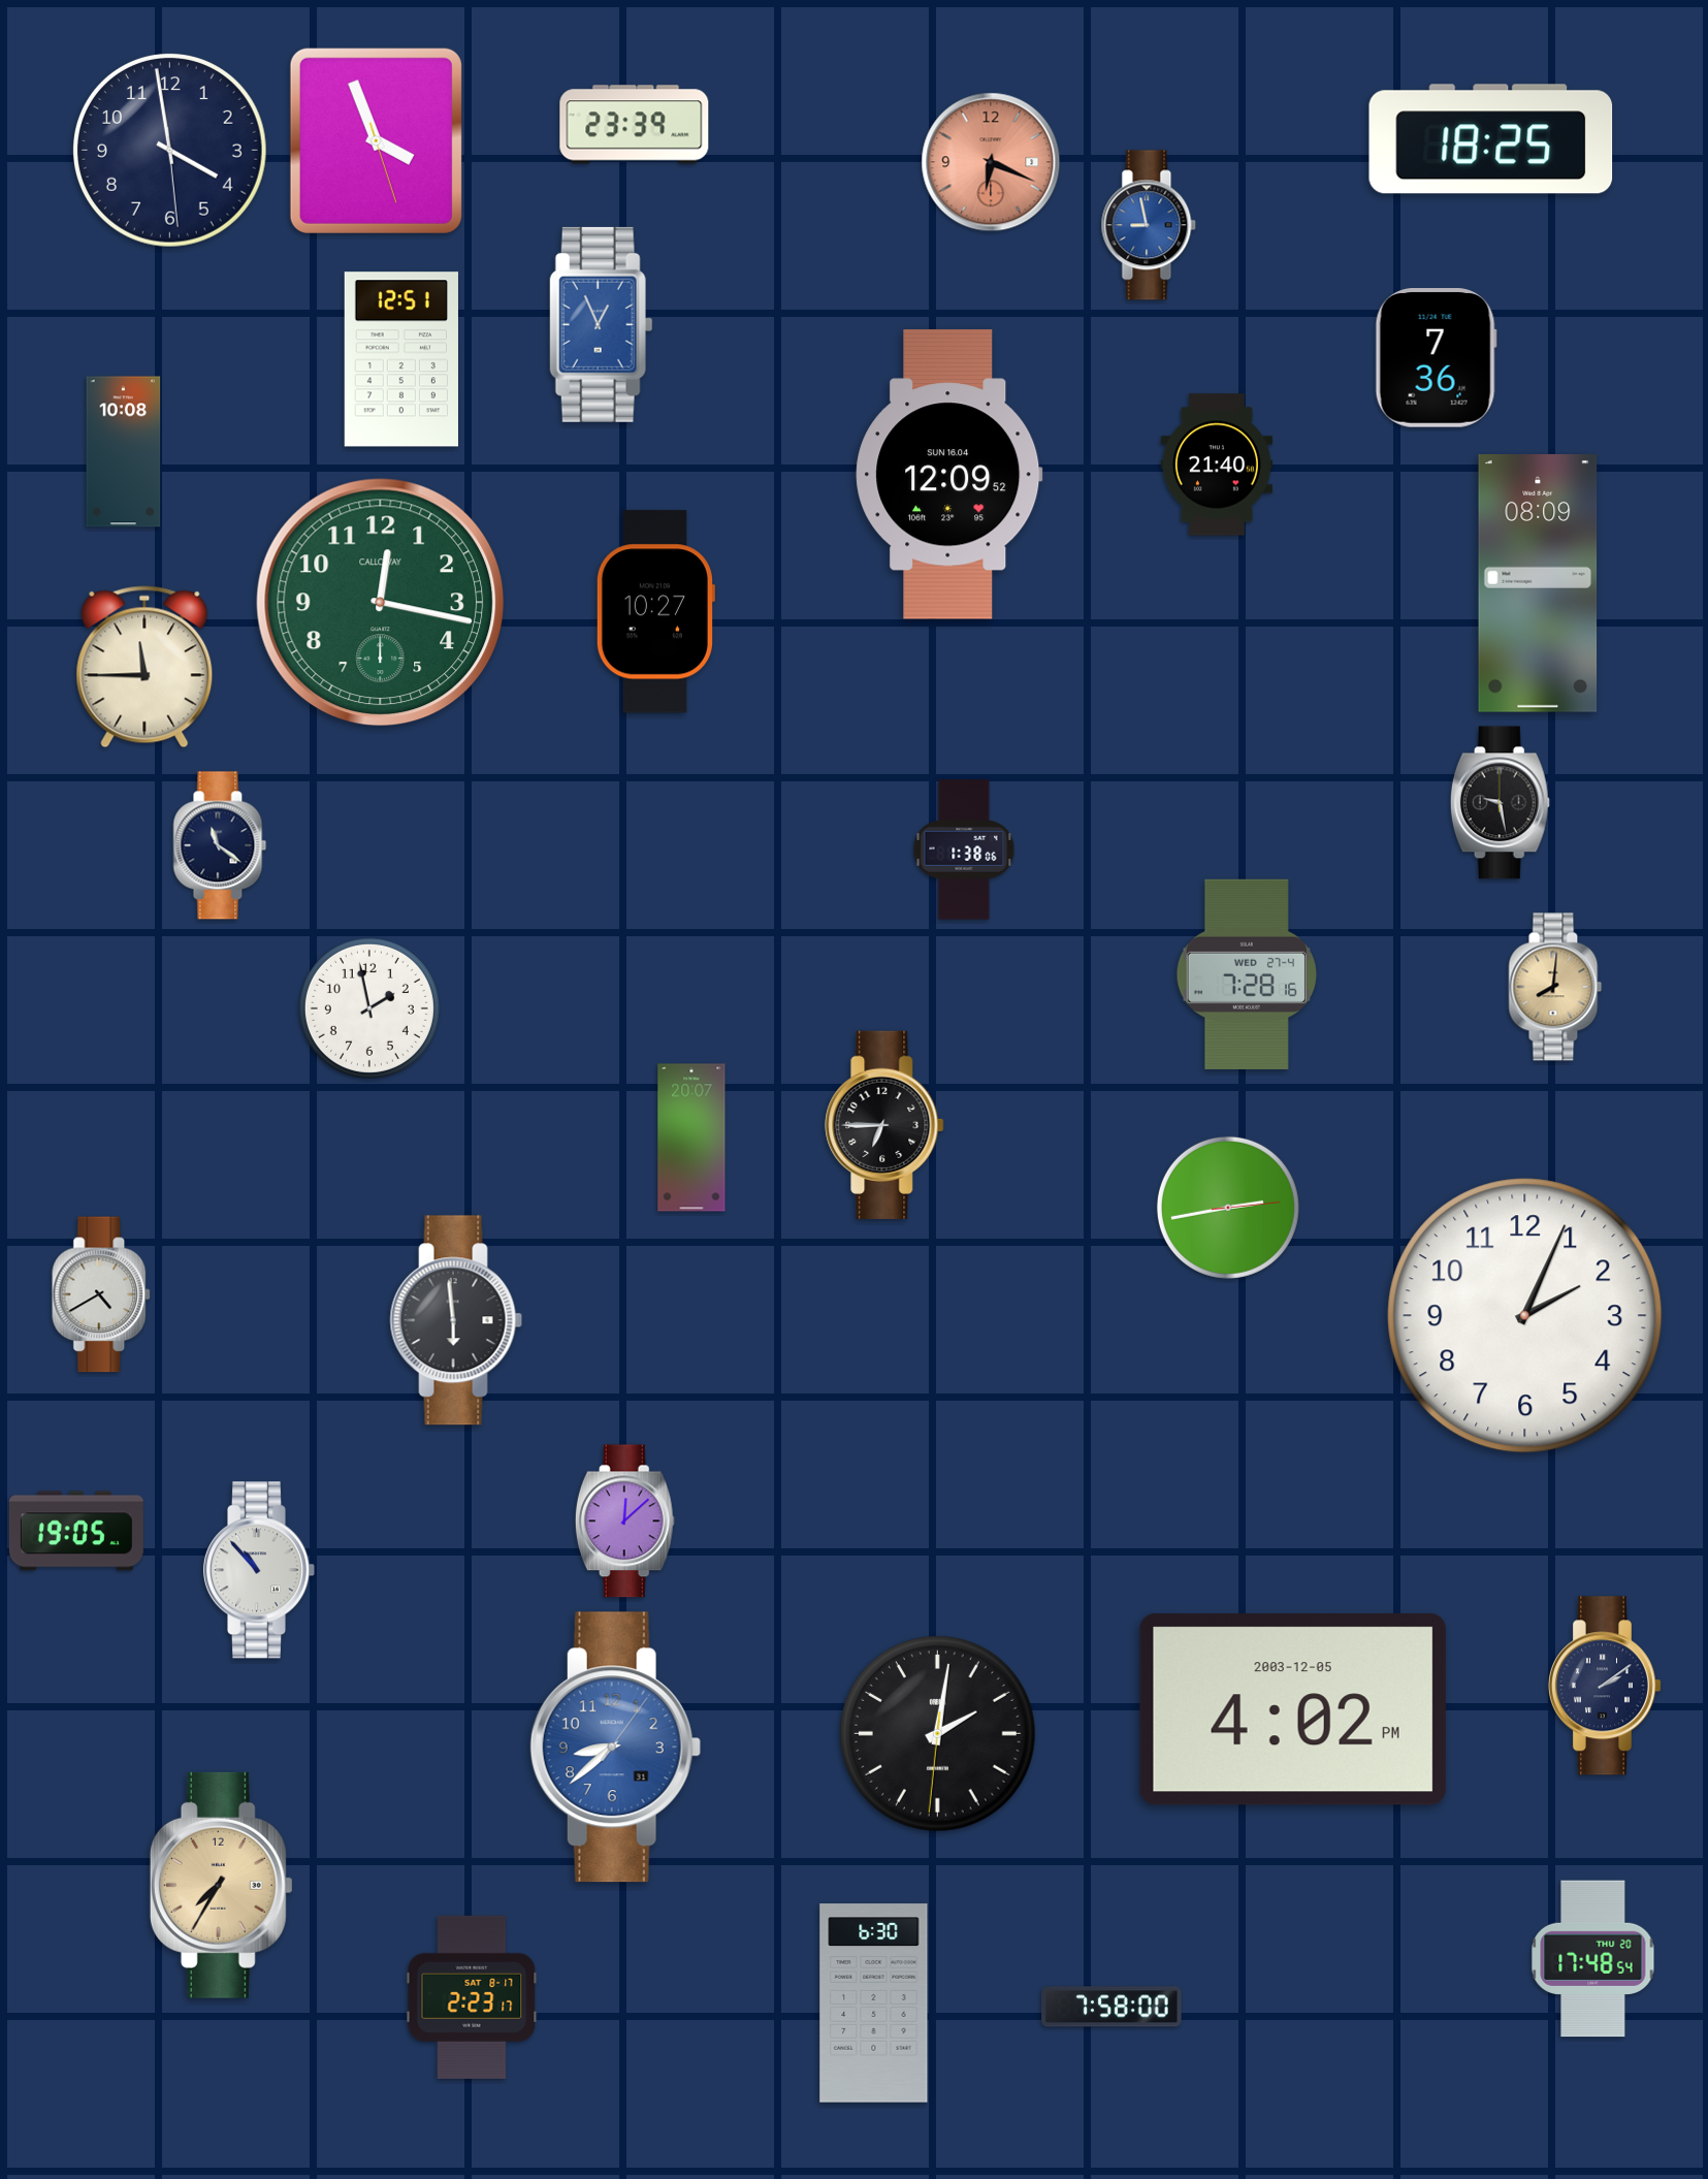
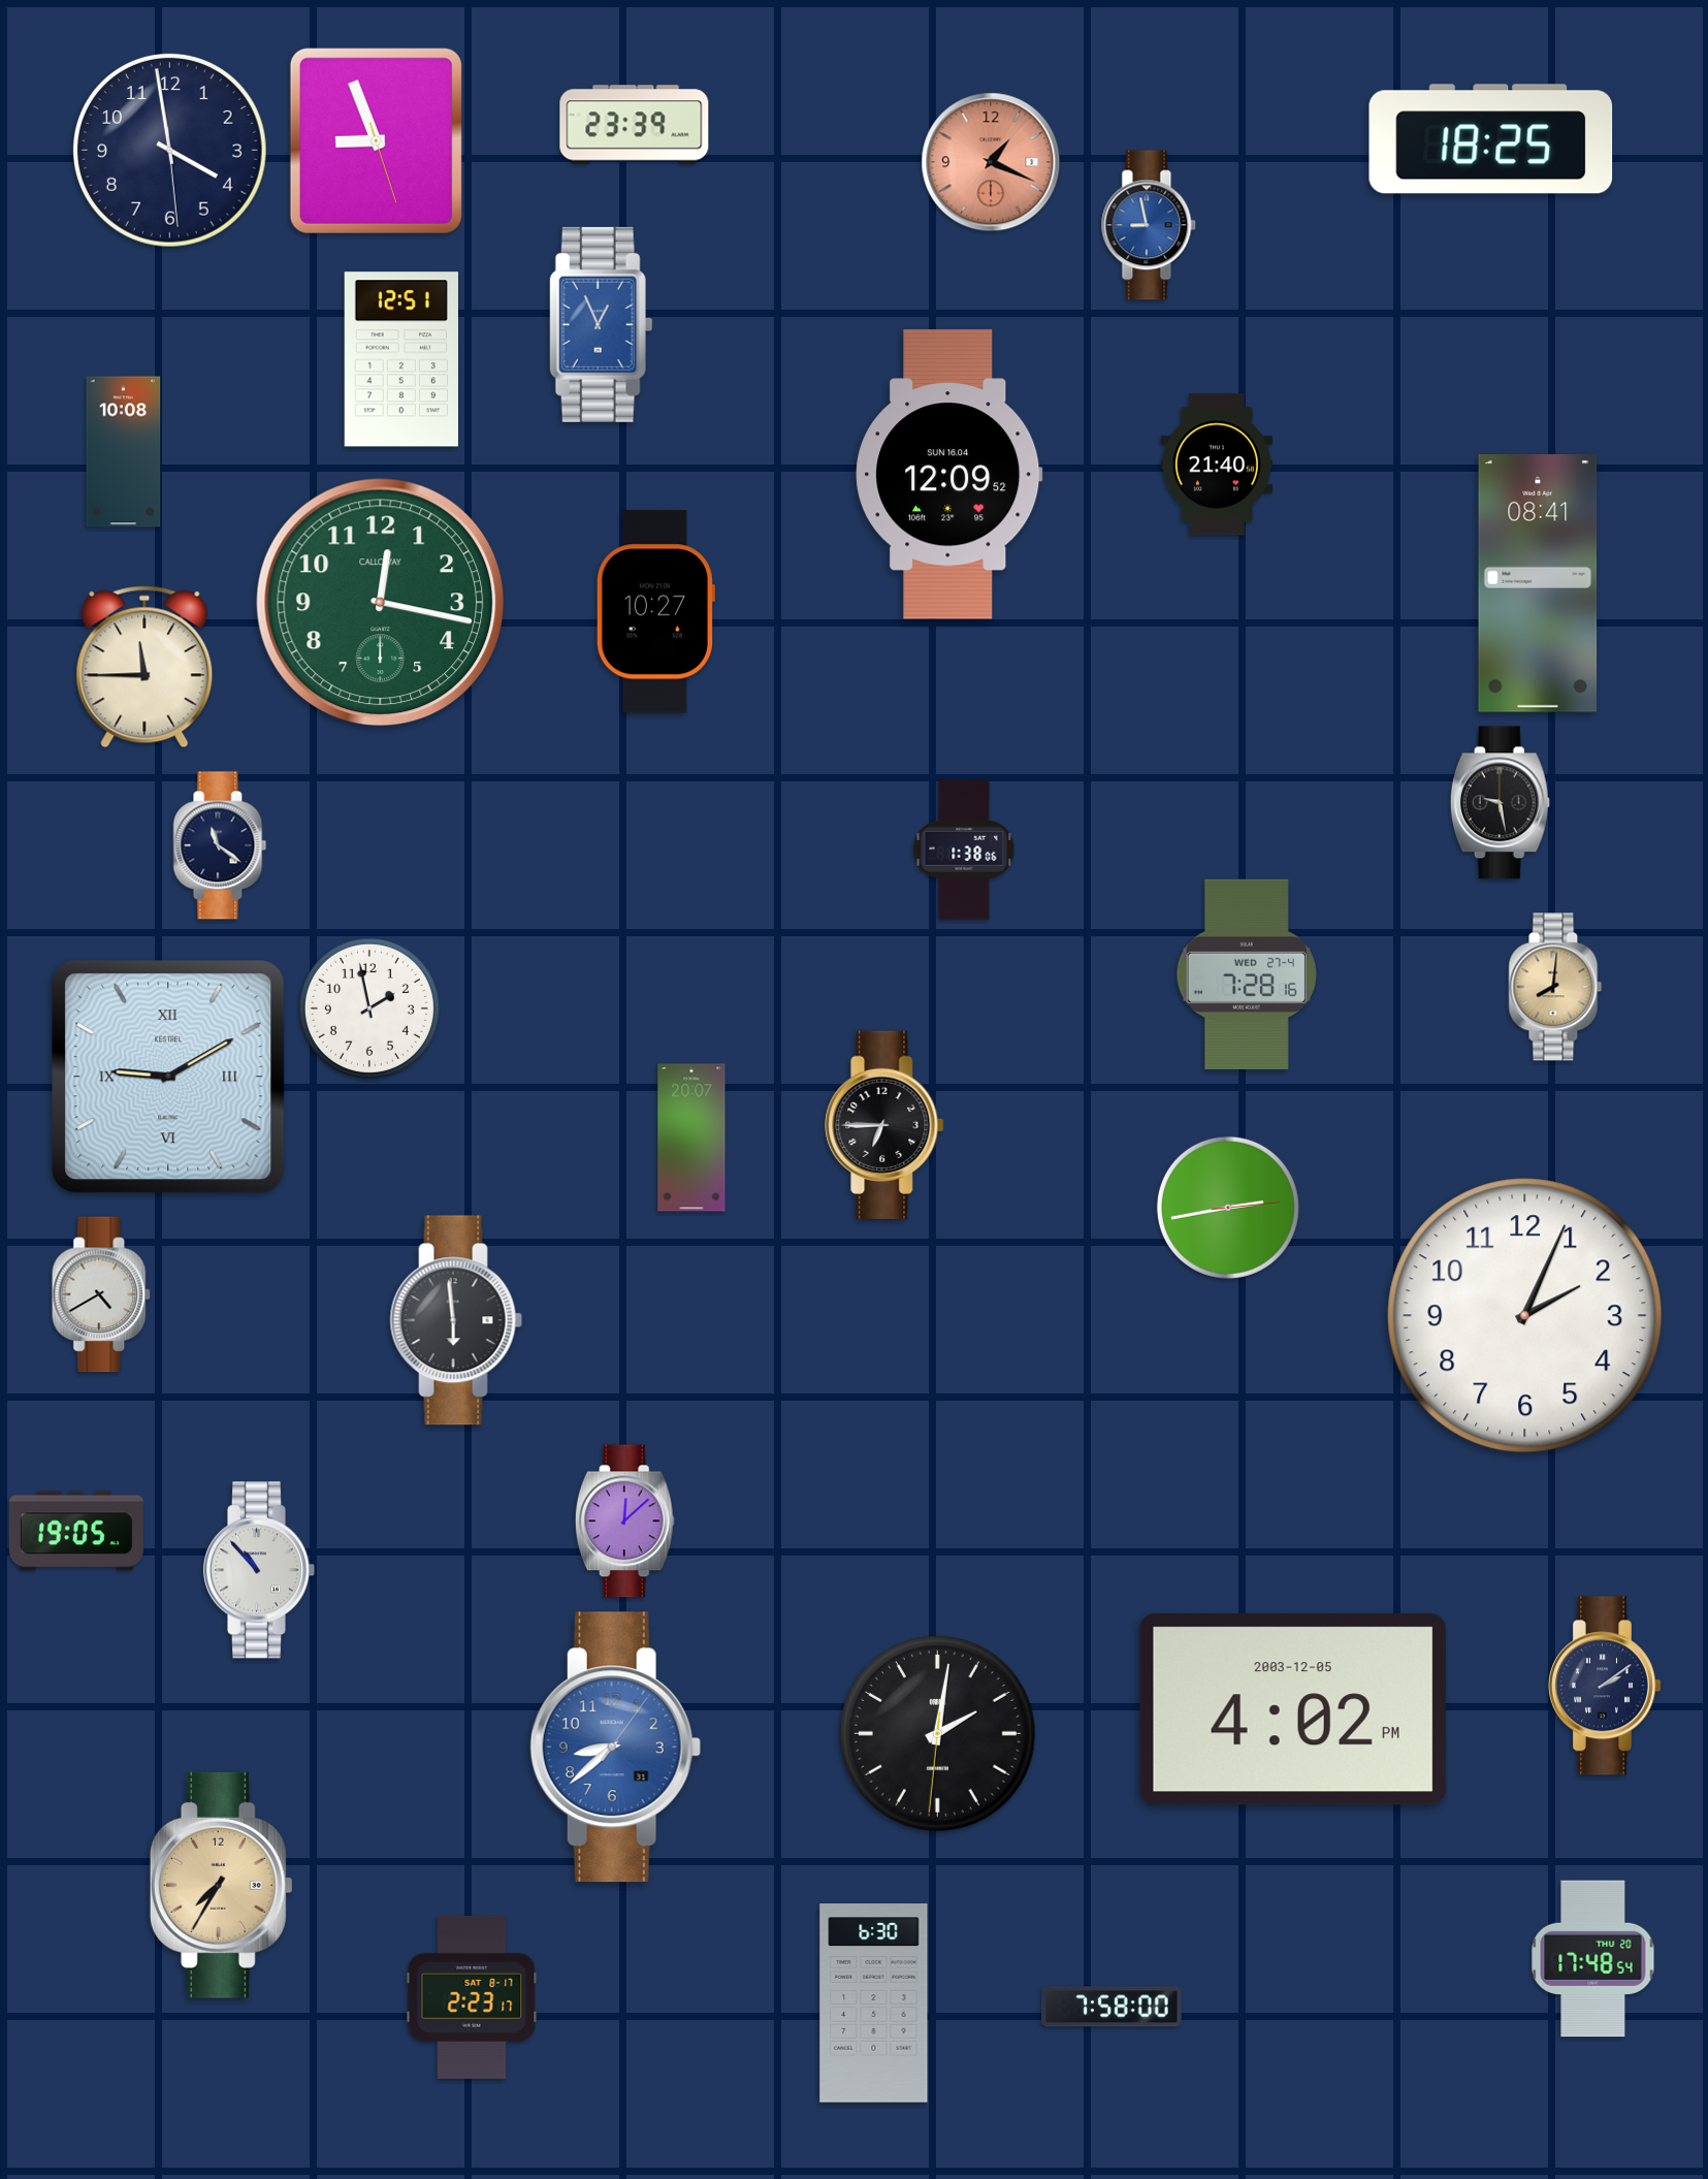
clock at (376, 140): 3:56 -> 8:56
clock at (991, 162): 6:19 -> 1:19
clock at (1436, 358): 7:36 -> none
clock at (1538, 584): 08:09 -> 08:41
clock at (168, 1077): none -> 9:10
